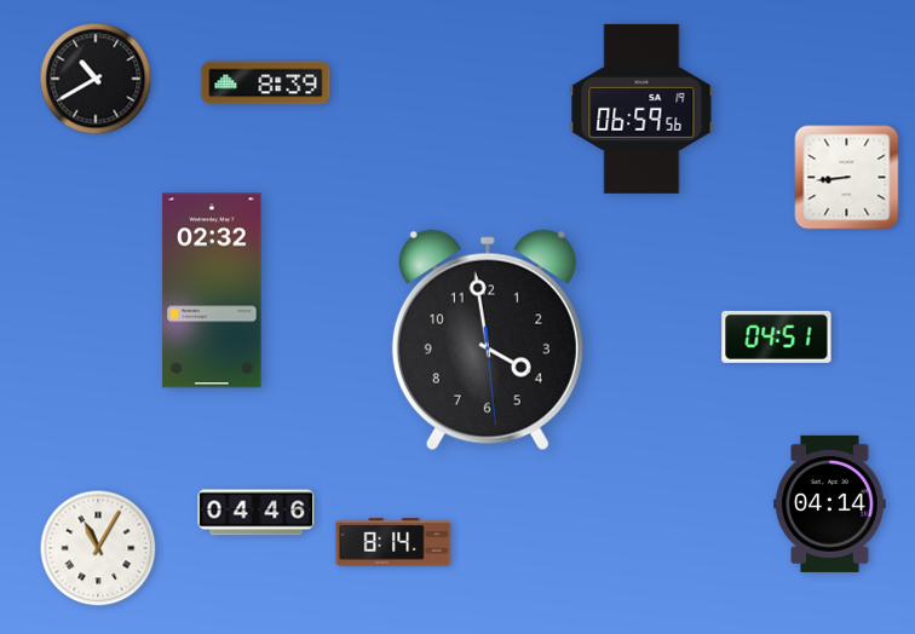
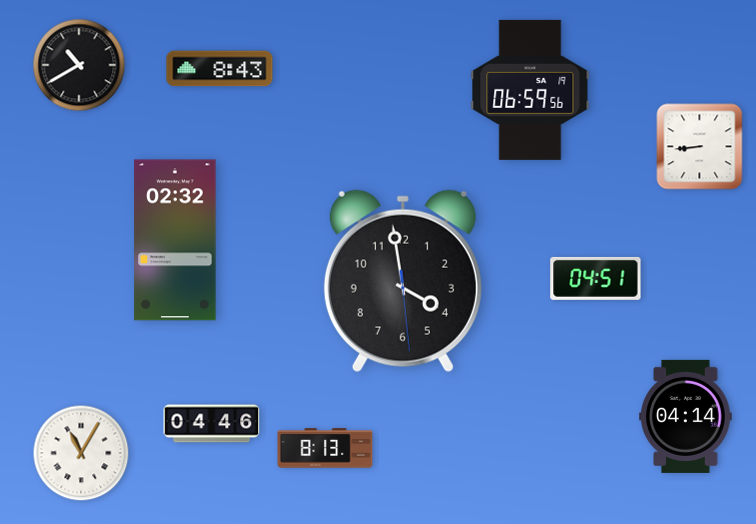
clock at (266, 83): 8:39 -> 8:43
clock at (777, 336) position: (777, 336) -> (596, 278)
clock at (393, 542): 8:14 -> 8:13
